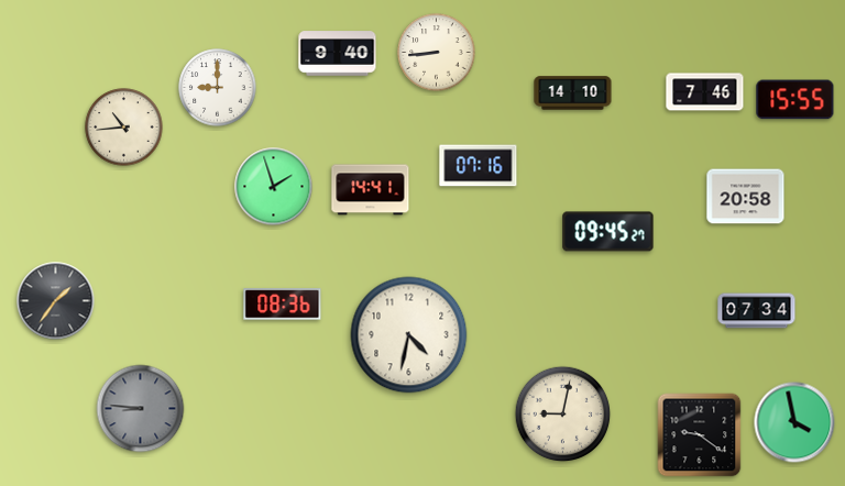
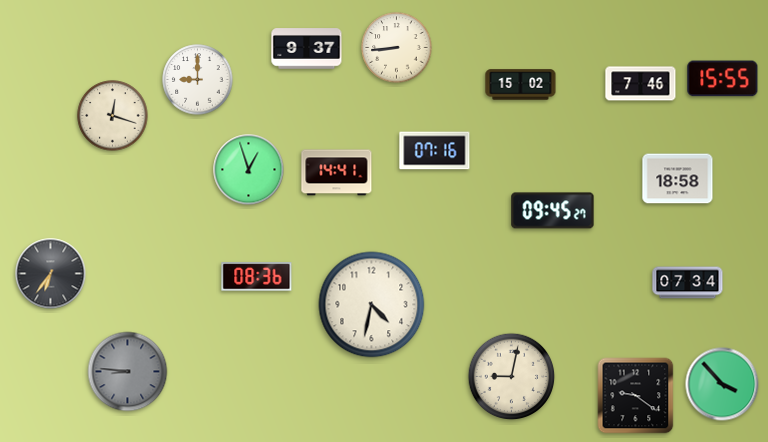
clock at (338, 54): 9:40 -> 9:37
clock at (573, 93): 14:10 -> 15:02
clock at (795, 100) position: (795, 100) -> (723, 79)
clock at (124, 128): 10:44 -> 12:18
clock at (274, 187): 1:57 -> 12:57
clock at (746, 197): 20:58 -> 18:58
clock at (56, 301): 1:36 -> 6:36
clock at (794, 422): 3:58 -> 3:53
